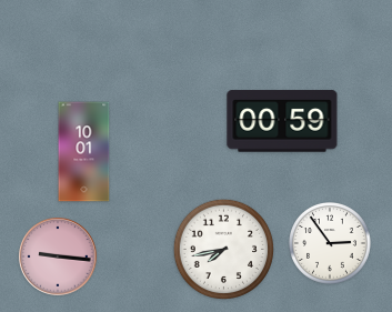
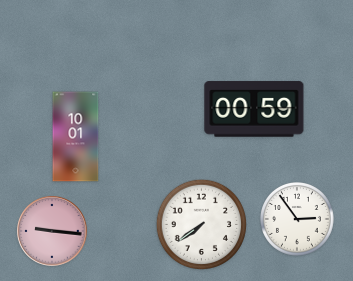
clock at (224, 250): 7:43 -> 7:39
